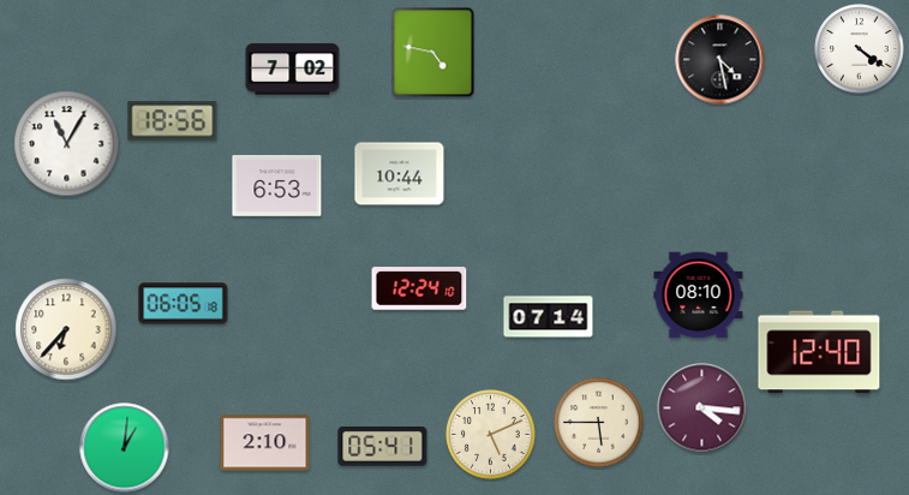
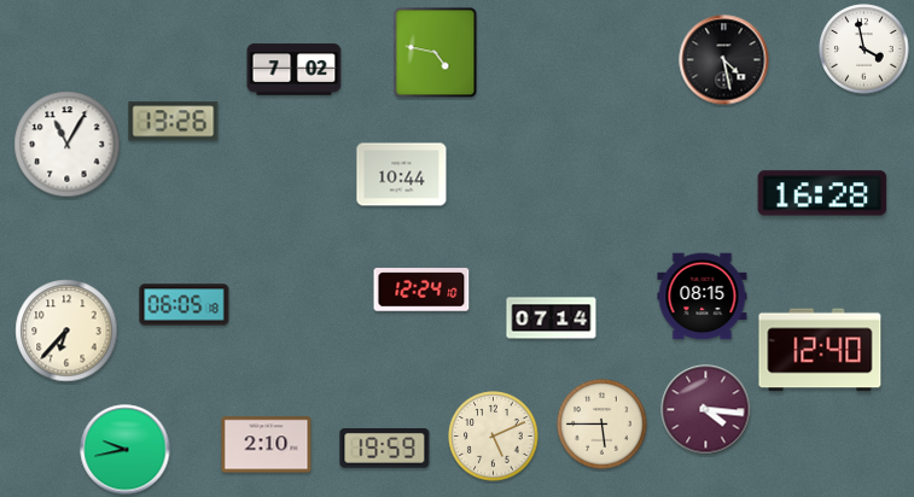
clock at (860, 49): 4:21 -> 3:58
clock at (173, 121): 18:56 -> 13:26
clock at (277, 186): 6:53 -> none
clock at (822, 193): none -> 16:28
clock at (699, 296): 08:10 -> 08:15
clock at (819, 352) position: (819, 352) -> (820, 350)
clock at (383, 447): 05:41 -> 19:59
clock at (125, 448): 1:01 -> 9:43
